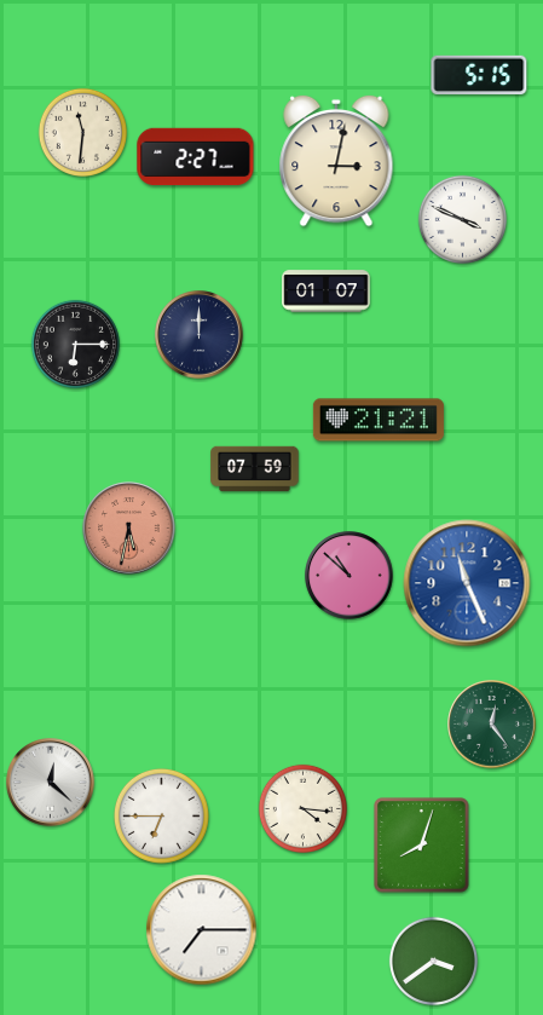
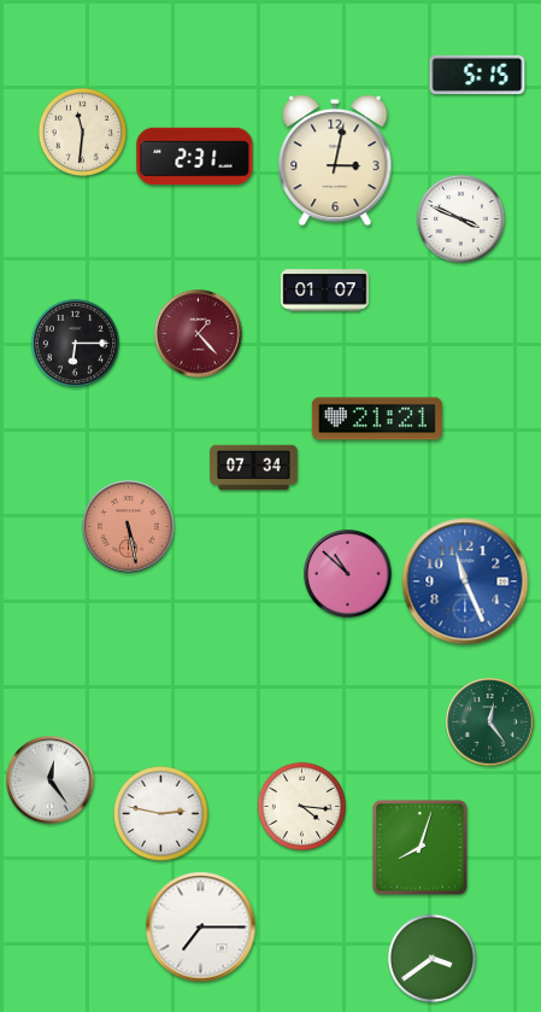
clock at (196, 157): 2:27 -> 2:31
clock at (200, 335): 12:00 -> 1:23
clock at (200, 335) dial: navy -> burgundy
clock at (255, 469): 07:59 -> 07:34
clock at (129, 529): 5:32 -> 5:28
clock at (51, 783): 12:22 -> 12:24
clock at (161, 815): 6:45 -> 2:47
clock at (422, 846) position: (422, 846) -> (421, 848)
